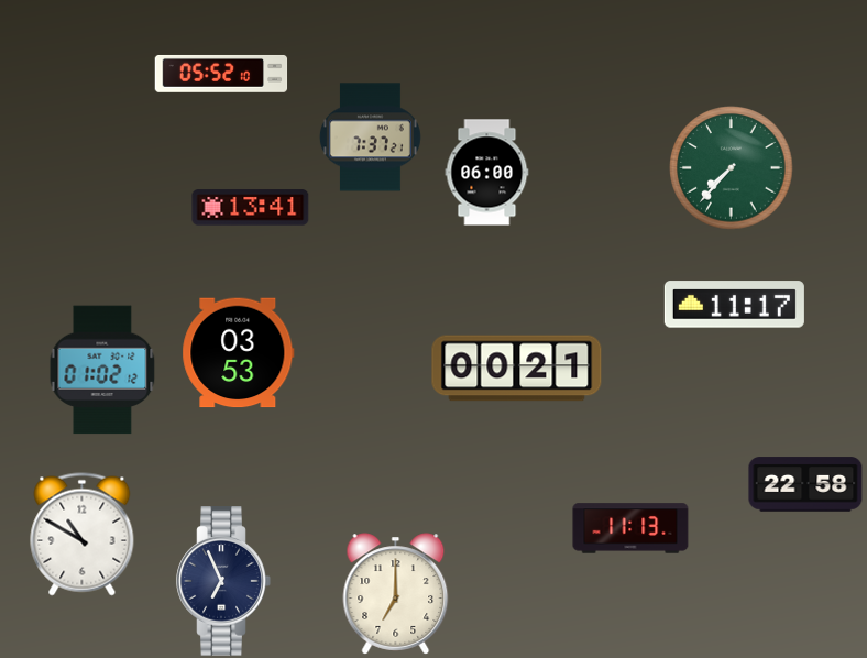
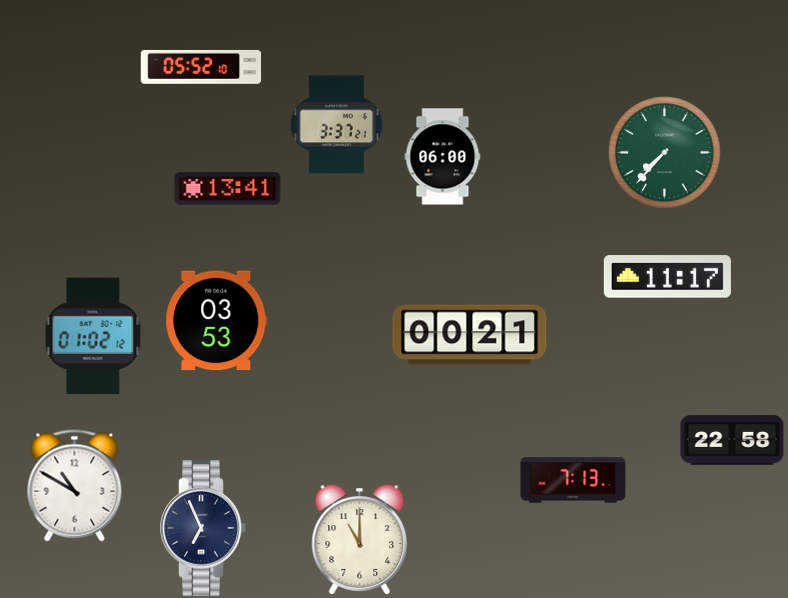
clock at (370, 138): 7:37 -> 3:37
clock at (630, 528): 11:13 -> 7:13
clock at (396, 594): 7:00 -> 11:00
